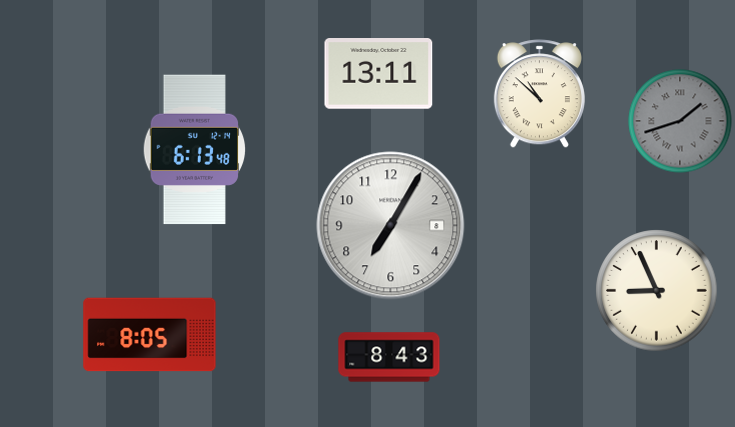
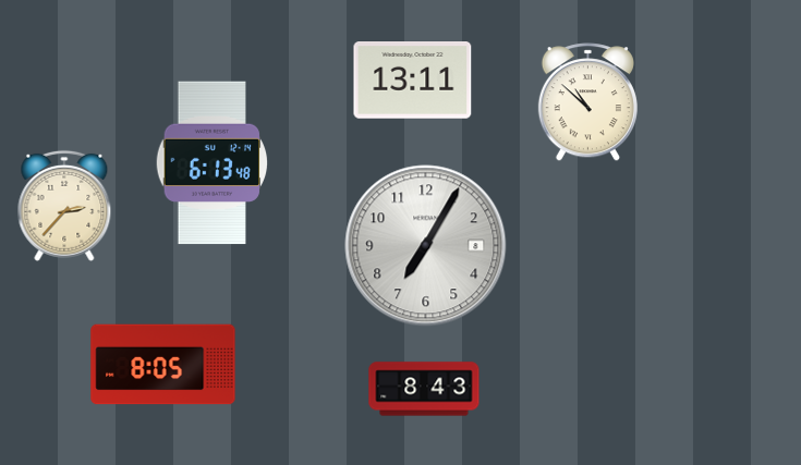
clock at (680, 121): 1:42 -> none
clock at (64, 206): none -> 2:37
clock at (657, 291): 8:56 -> none
